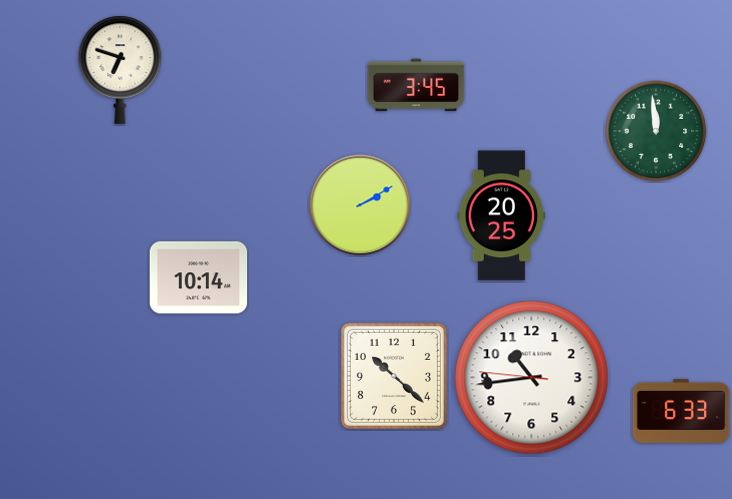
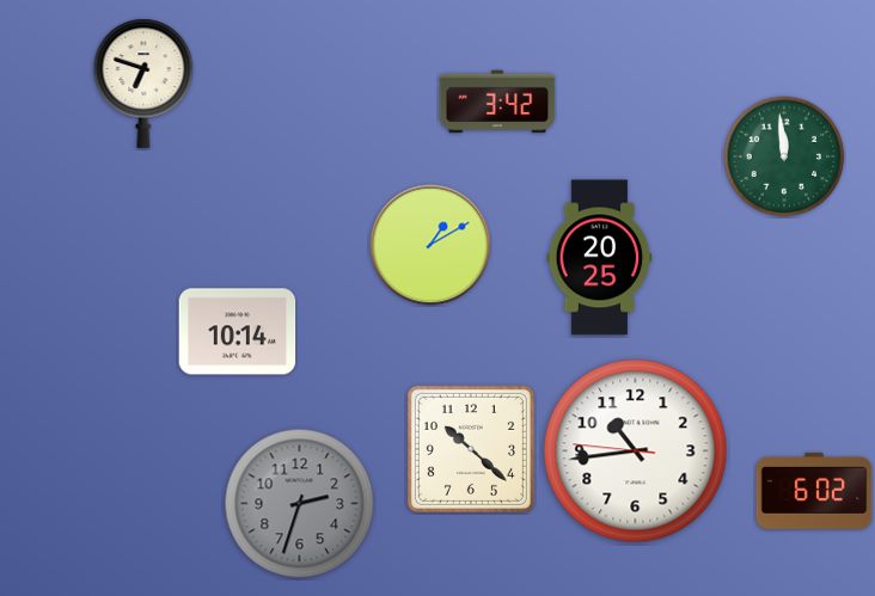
clock at (416, 85): 3:45 -> 3:42
clock at (360, 205): 2:10 -> 1:10
clock at (681, 411): 6:33 -> 6:02
clock at (300, 504): none -> 2:33
